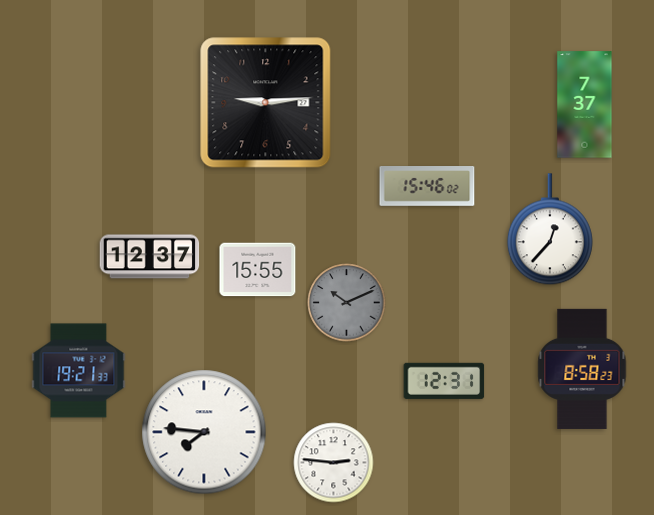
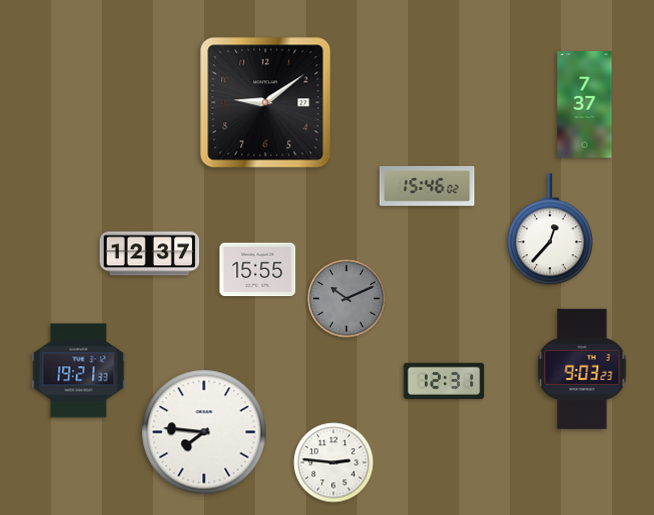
clock at (266, 103): 9:14 -> 9:09
clock at (150, 257) position: (150, 257) -> (150, 254)
clock at (347, 303) position: (347, 303) -> (347, 299)
clock at (582, 369): 8:58 -> 9:03
